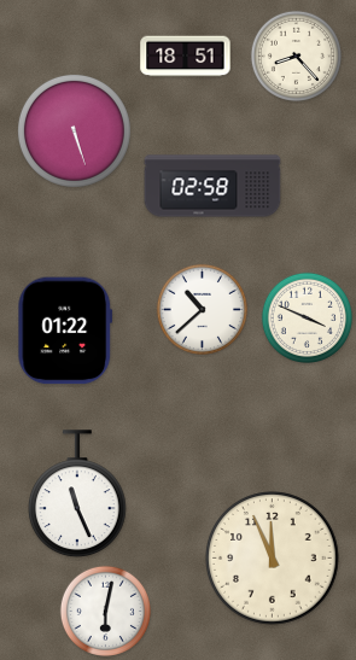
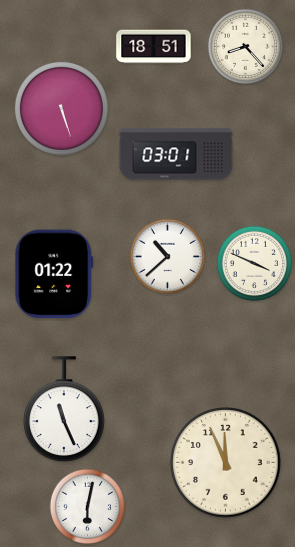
clock at (212, 186): 02:58 -> 03:01
